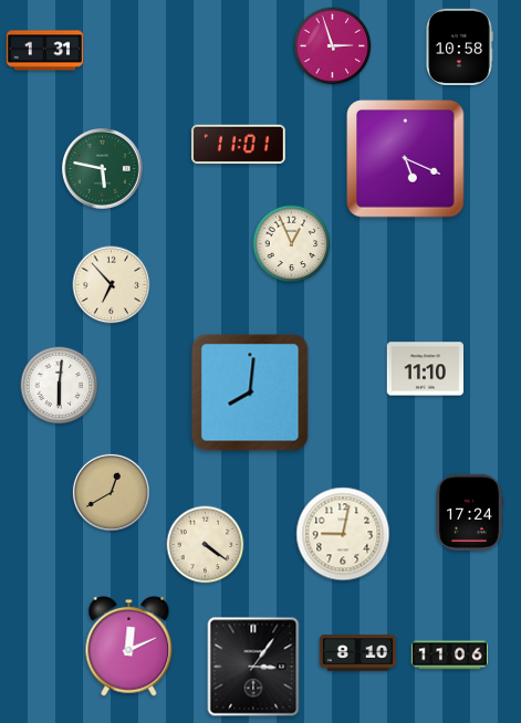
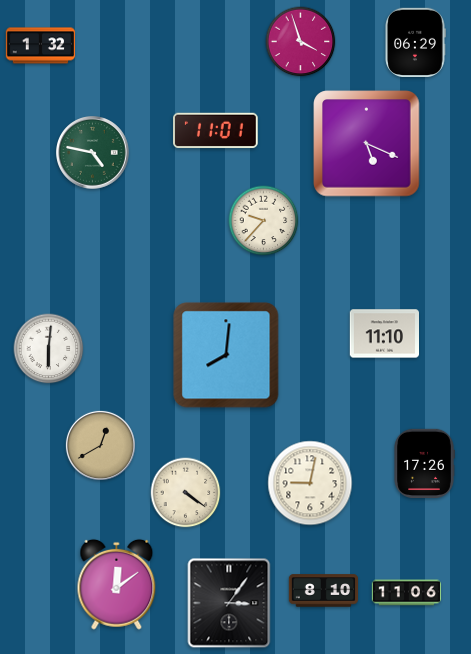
clock at (333, 46): 2:57 -> 3:57
clock at (459, 46): 10:58 -> 06:29
clock at (45, 51): 1:31 -> 1:32
clock at (103, 169): 5:47 -> 4:47
clock at (292, 244): 12:56 -> 9:37
clock at (112, 285): 6:53 -> none
clock at (60, 386) position: (60, 386) -> (49, 349)
clock at (469, 512): 17:24 -> 17:26
clock at (129, 646): 12:11 -> 12:09
